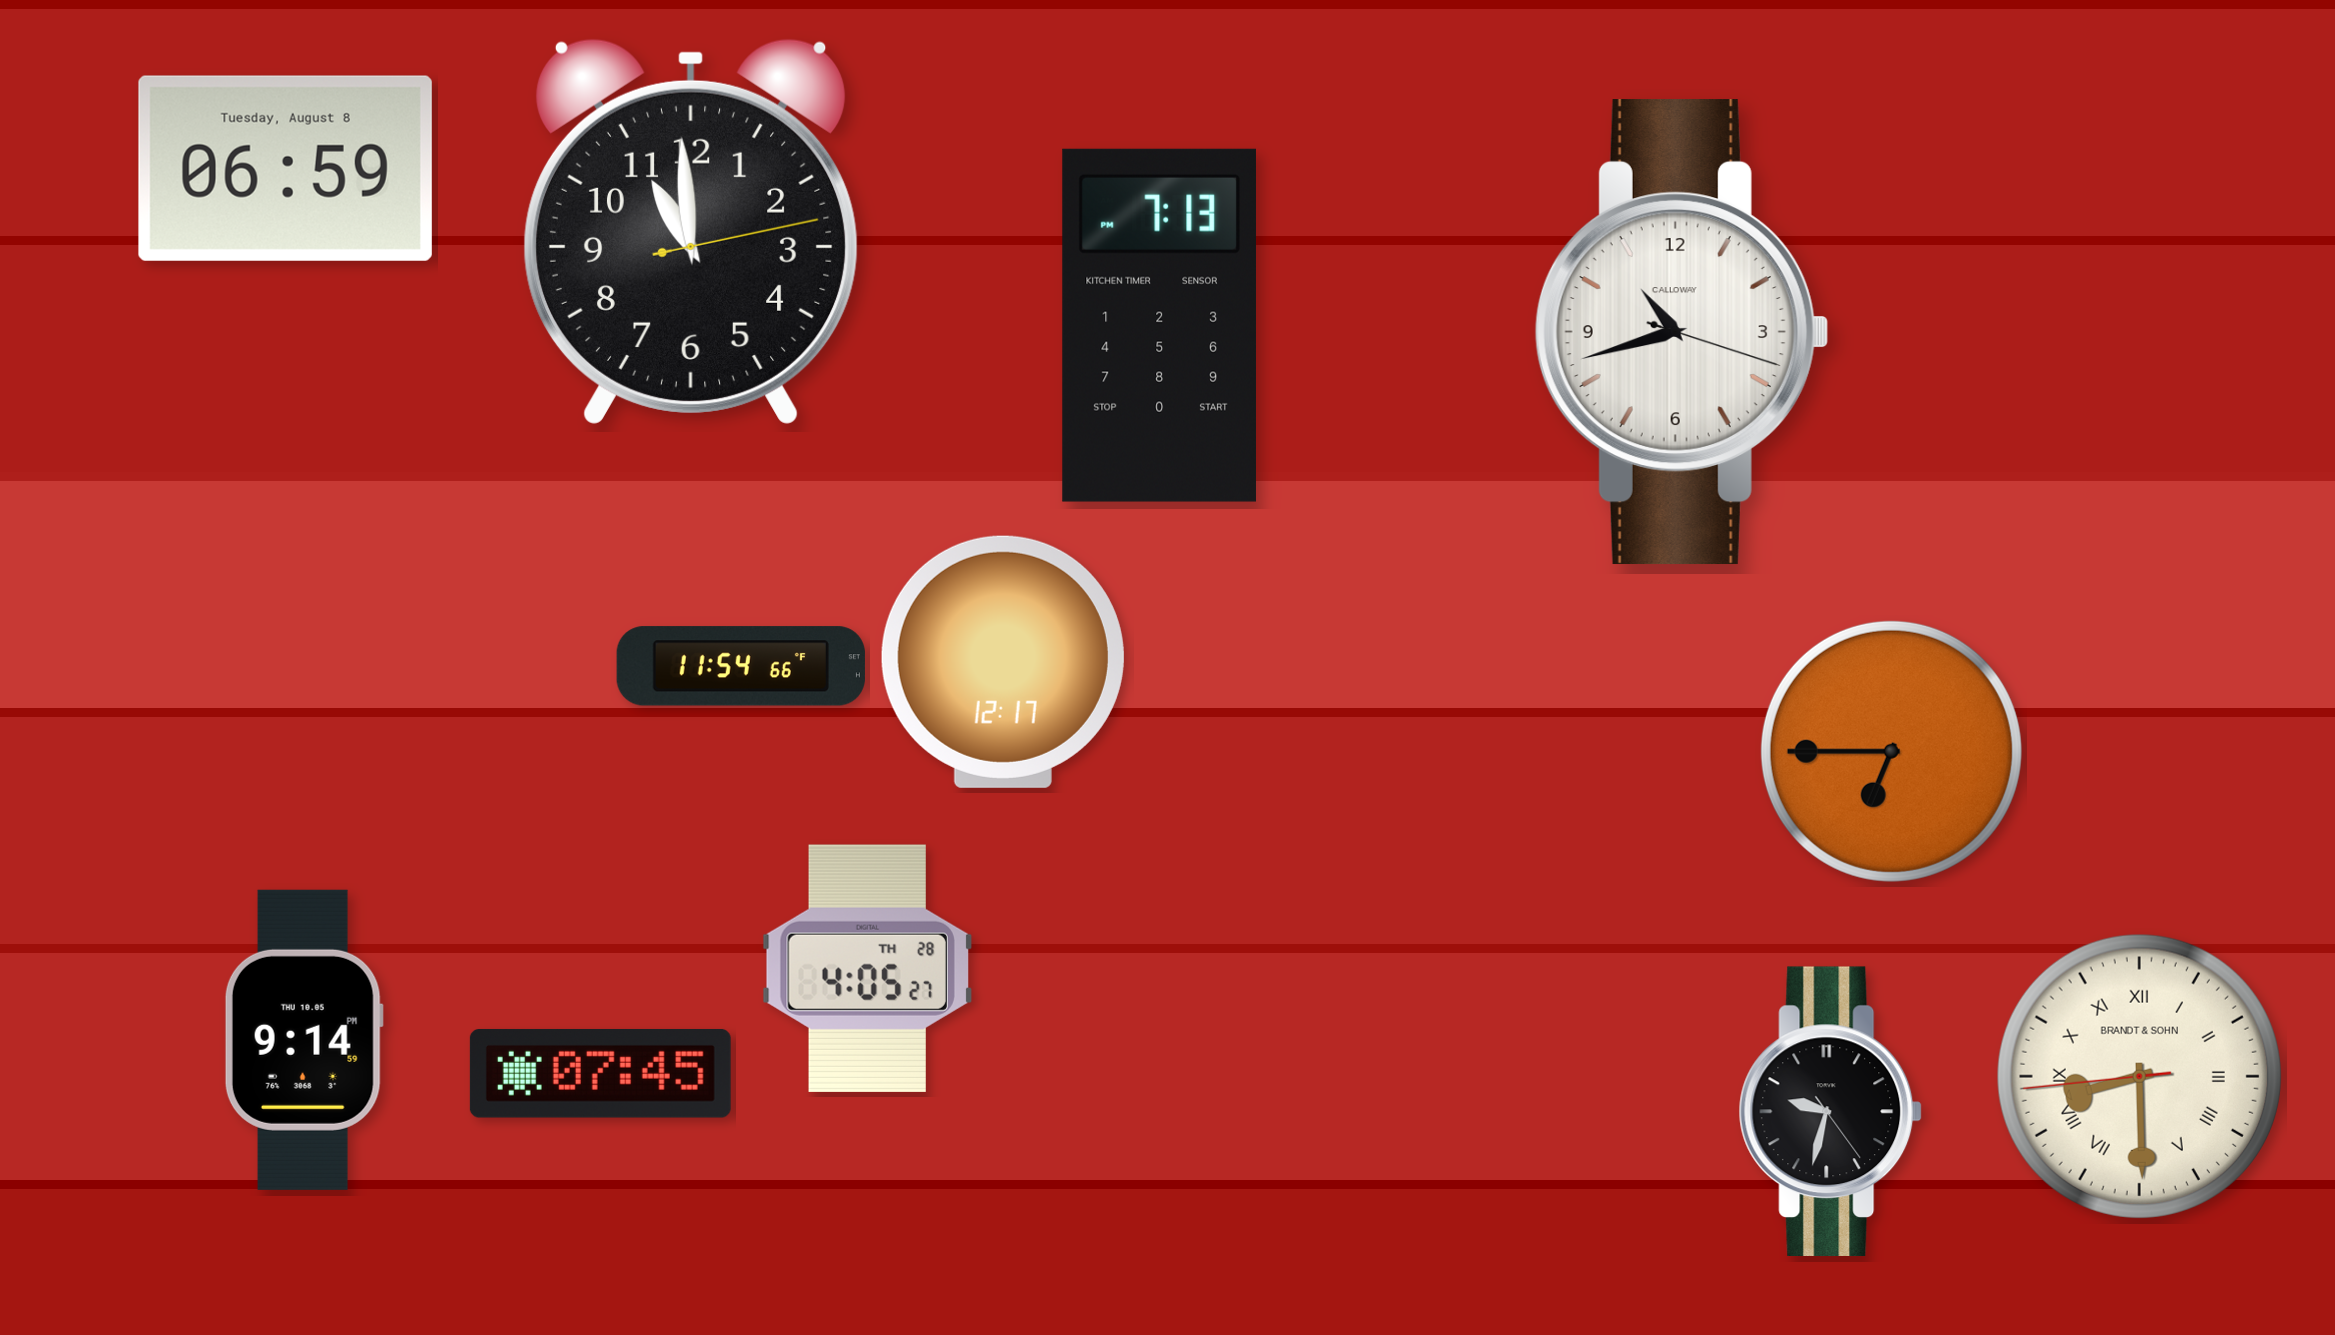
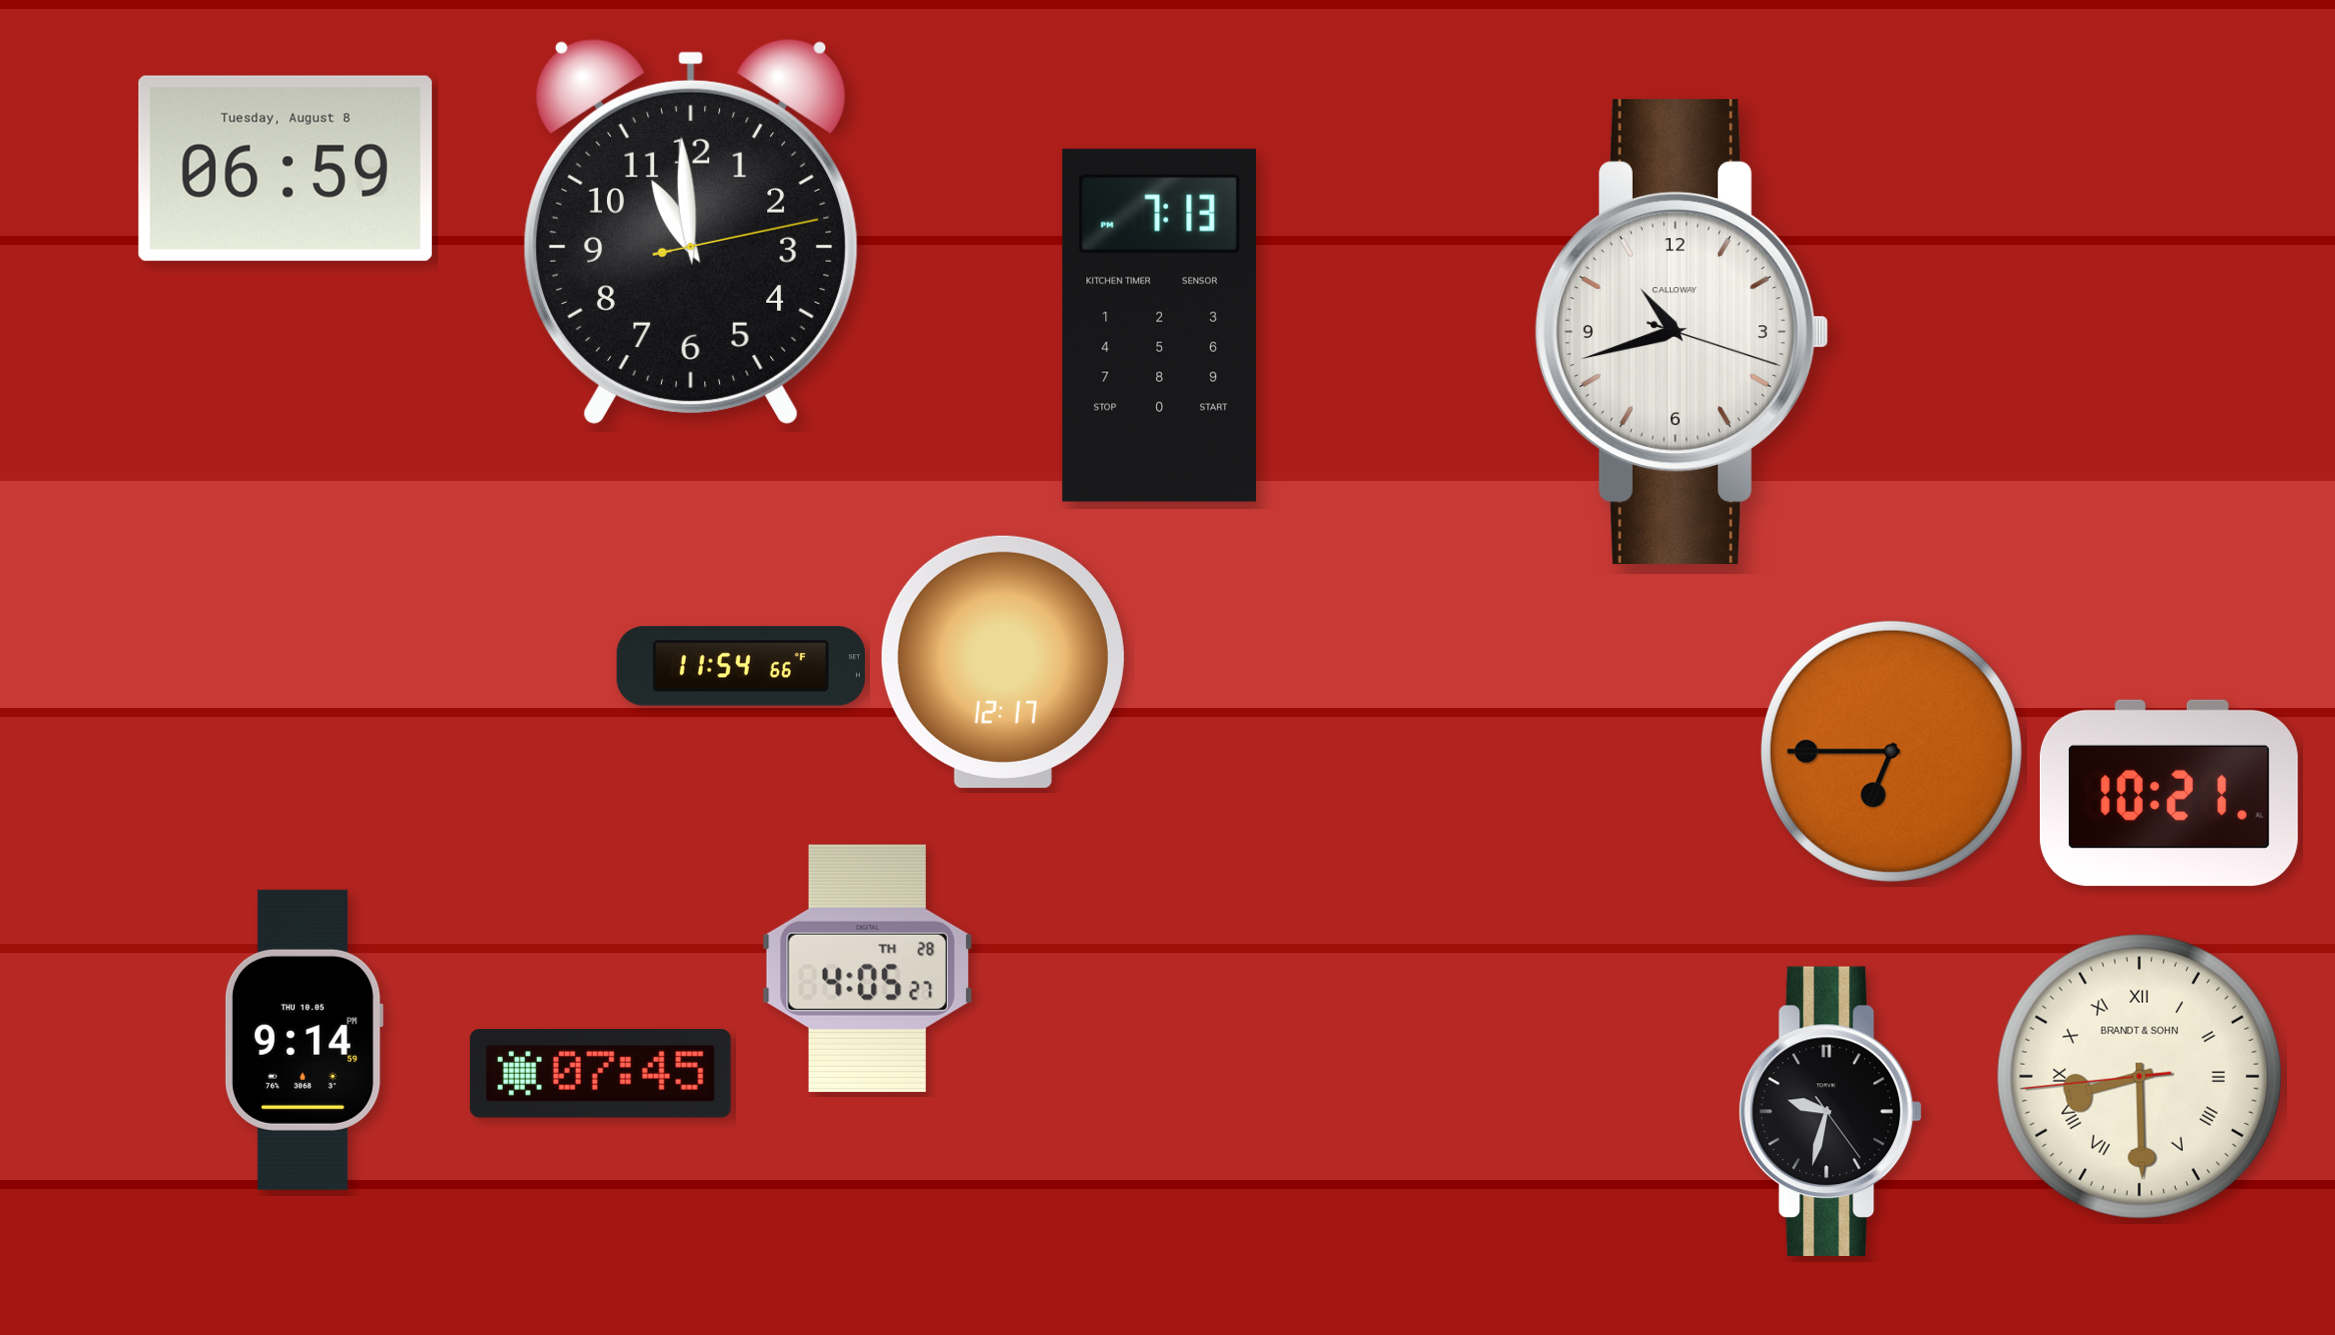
clock at (2169, 793): none -> 10:21
